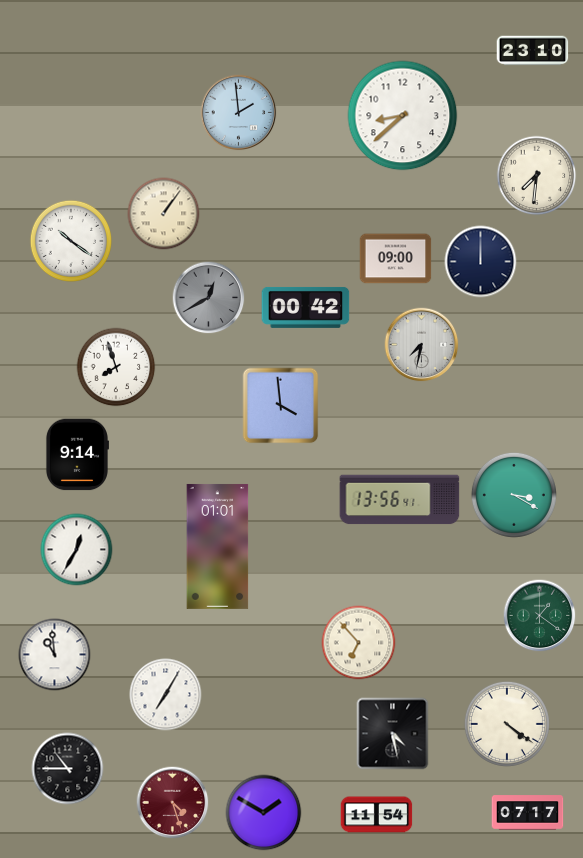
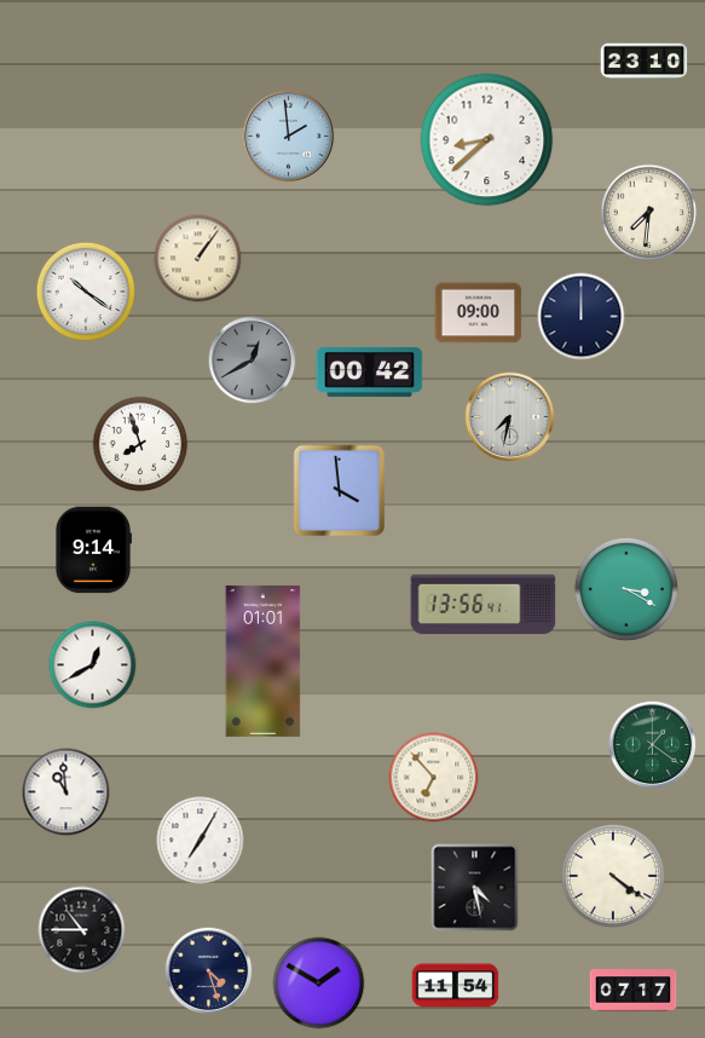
clock at (514, 495) position: (514, 495) -> (626, 589)
clock at (77, 550): 12:35 -> 12:40
clock at (173, 803) dial: burgundy -> navy
clock at (528, 813) position: (528, 813) -> (634, 991)
